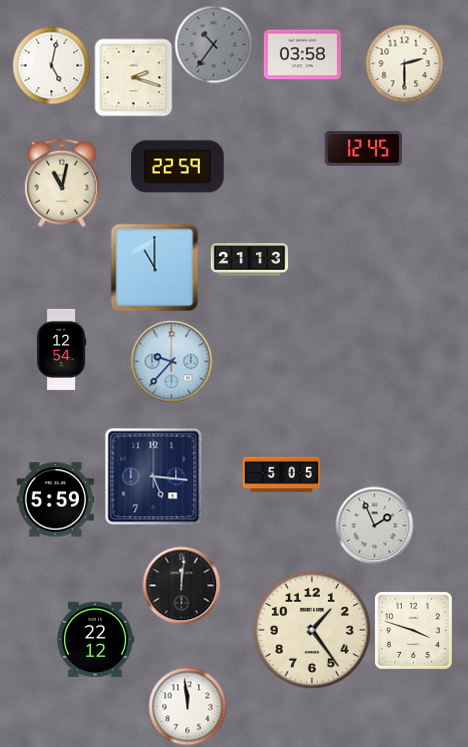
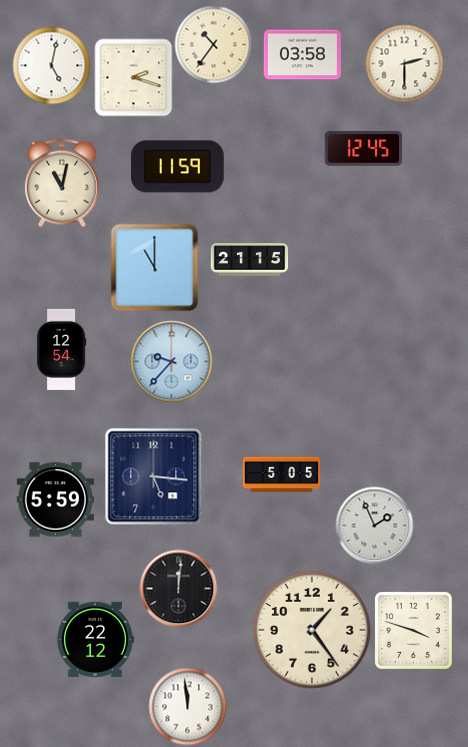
clock at (213, 44) dial: grey -> cream
clock at (178, 167): 22:59 -> 11:59
clock at (249, 260): 21:13 -> 21:15
clock at (181, 585) position: (181, 585) -> (178, 588)
